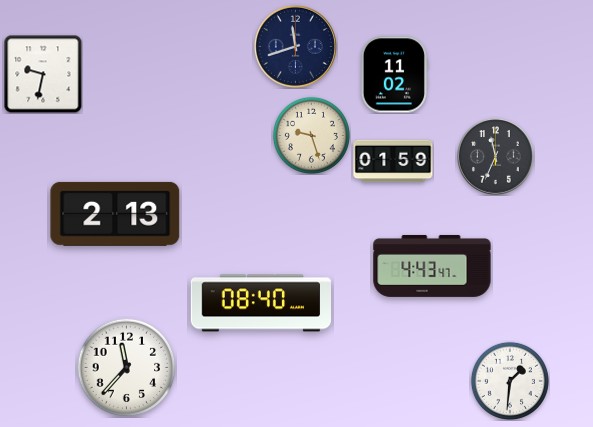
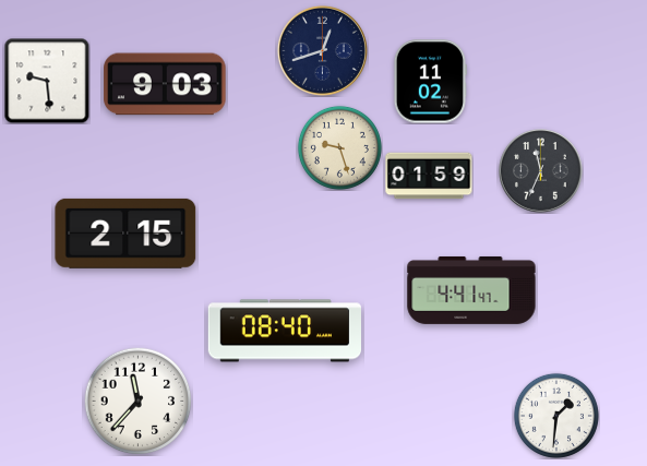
clock at (295, 46): 11:42 -> 12:42
clock at (43, 74): 9:32 -> 9:29
clock at (165, 84): none -> 9:03
clock at (115, 214): 2:13 -> 2:15
clock at (432, 266): 4:43 -> 4:41
